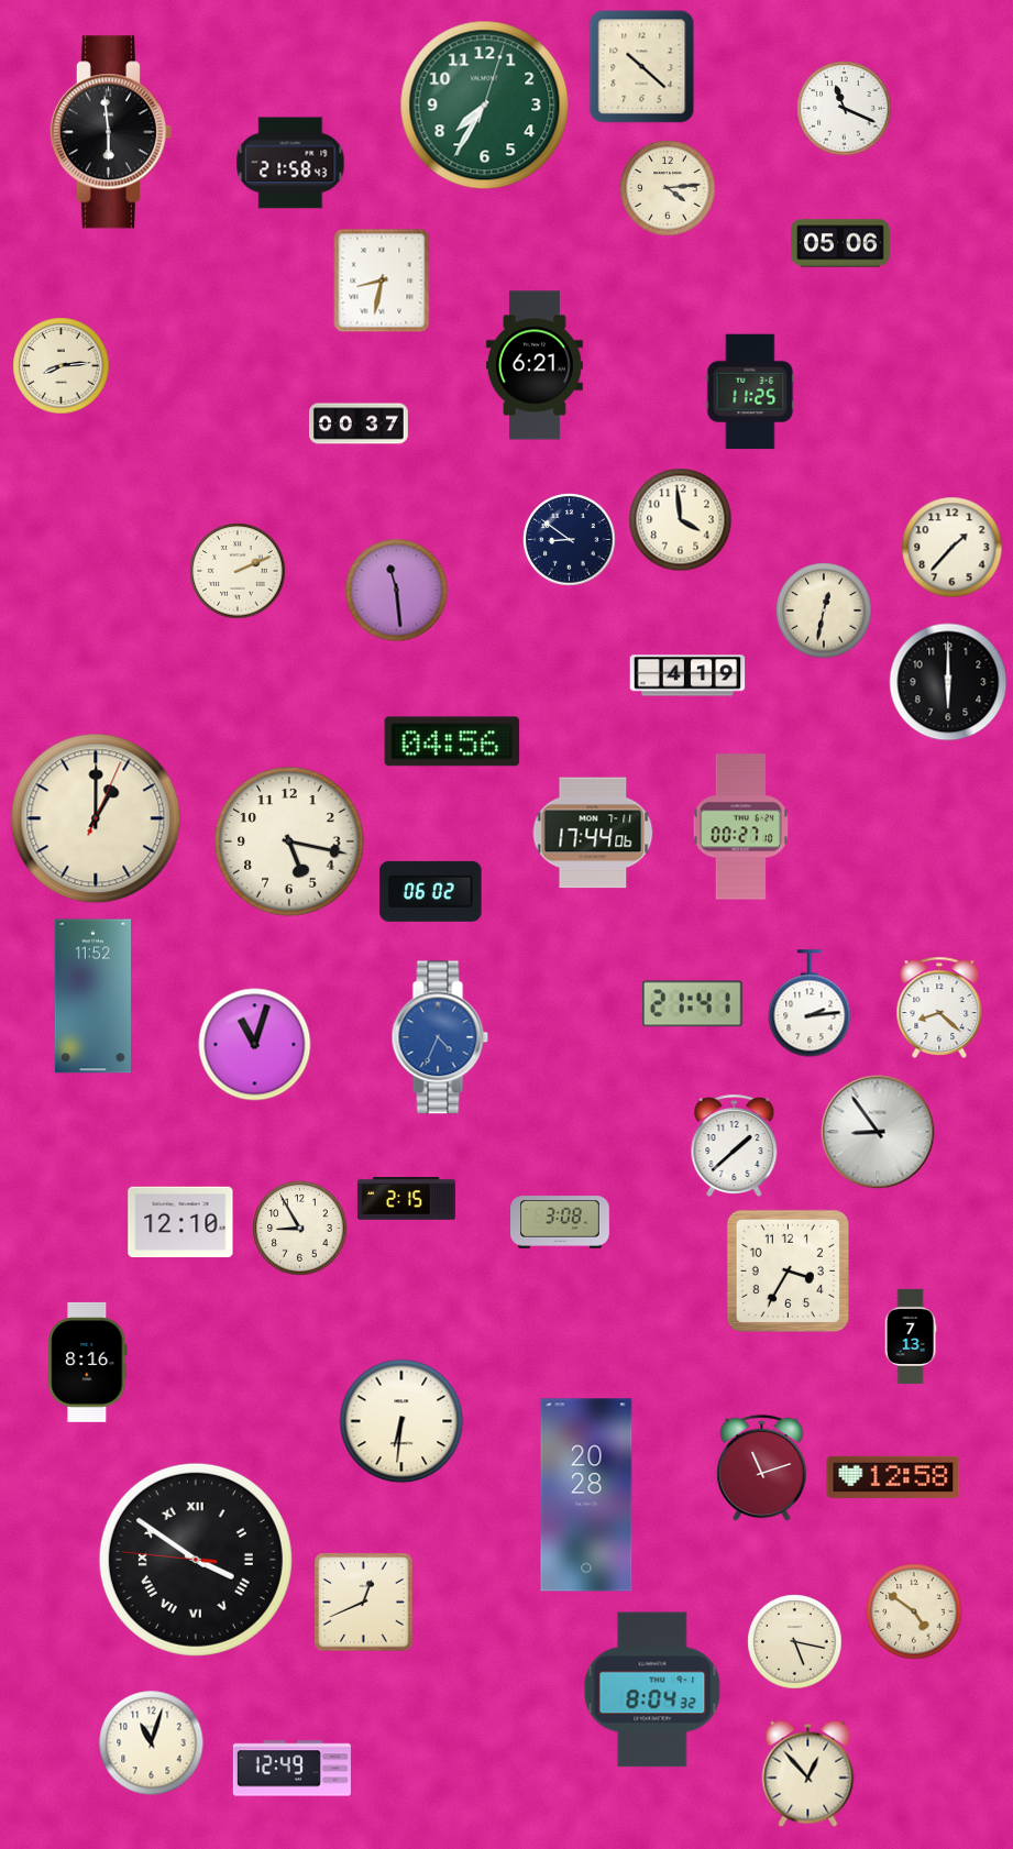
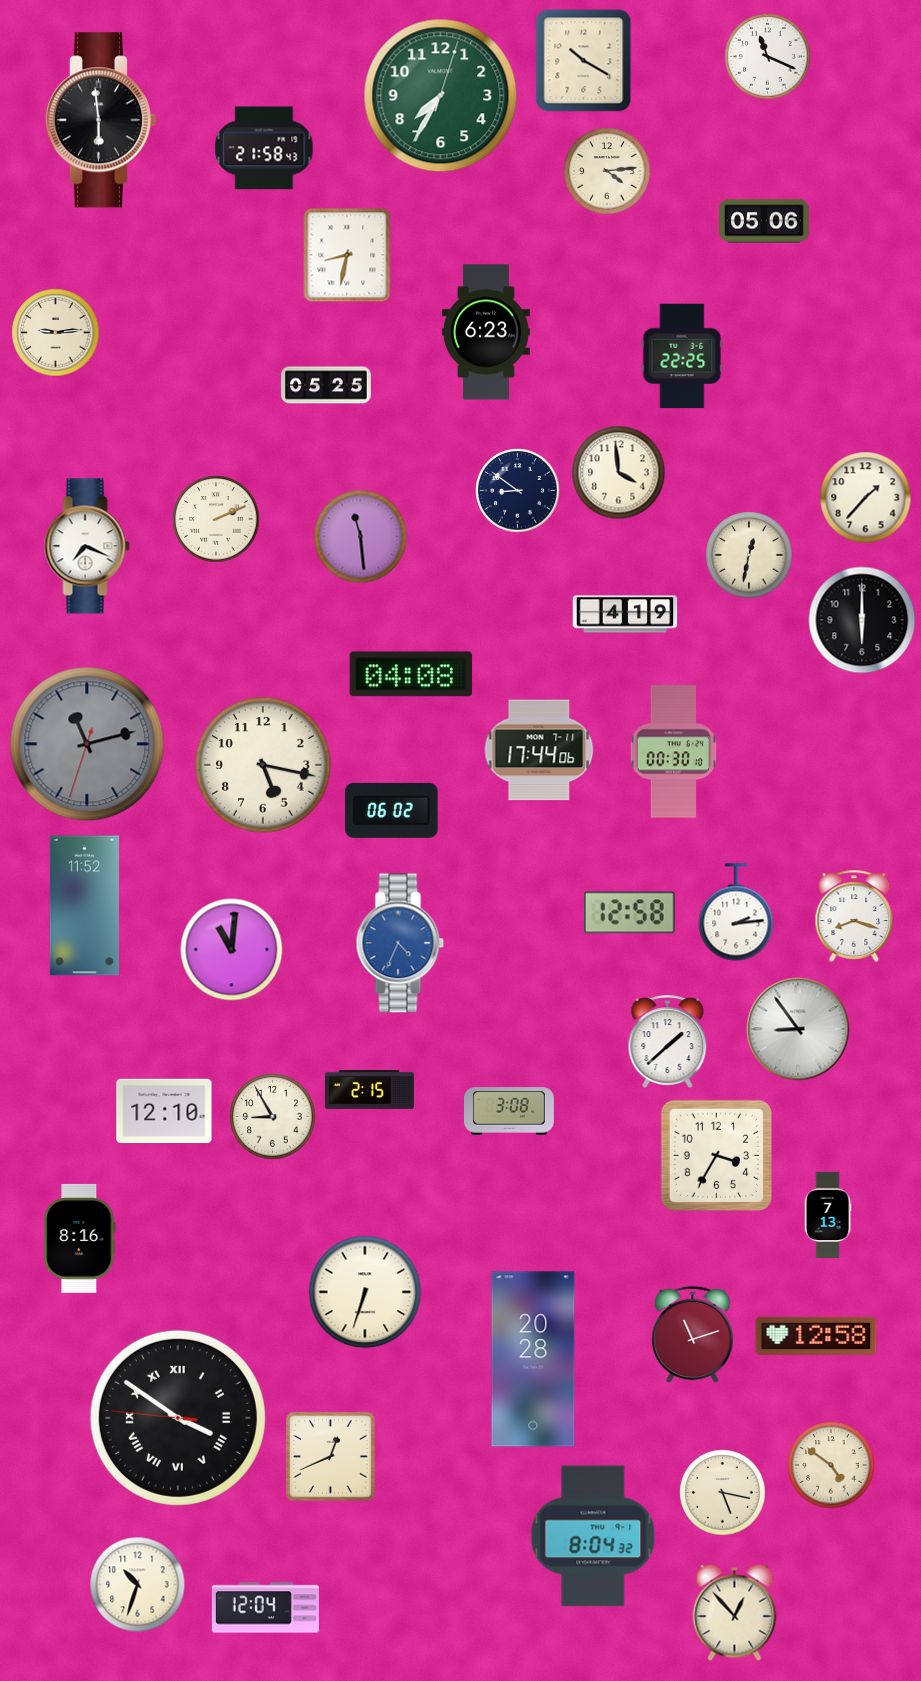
clock at (642, 67): 10:22 -> 10:20
clock at (845, 109) position: (845, 109) -> (768, 57)
clock at (535, 365): 6:21 -> 6:23
clock at (62, 366): 8:14 -> 9:14
clock at (750, 392): 11:25 -> 22:25
clock at (360, 423): 00:37 -> 05:25
clock at (87, 546): none -> 7:19
clock at (452, 741): 04:56 -> 04:08
clock at (96, 818): 1:00 -> 11:12
clock at (96, 818) dial: cream -> grey
clock at (740, 827): 00:27 -> 00:30
clock at (593, 833) position: (593, 833) -> (539, 750)
clock at (693, 1004): 21:41 -> 12:58
clock at (939, 1006): 8:22 -> 8:18
clock at (255, 1045): 11:03 -> 11:01
clock at (401, 1421): 6:31 -> 6:33
clock at (893, 1477) position: (893, 1477) -> (816, 1336)
clock at (152, 1743): 11:03 -> 10:33
clock at (291, 1769): 12:49 -> 12:04
